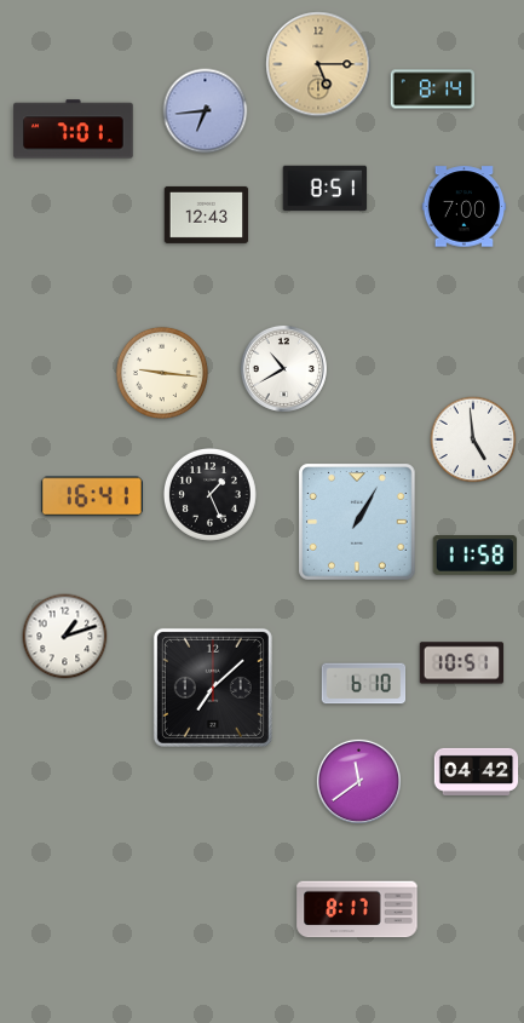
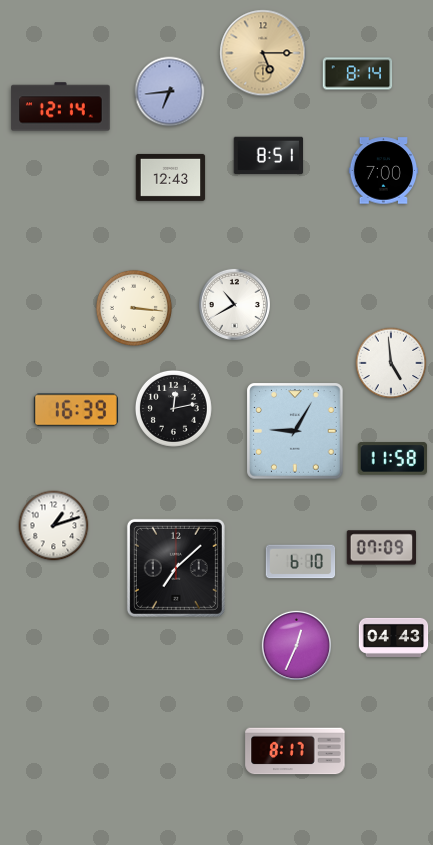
clock at (74, 130): 7:01 -> 12:14
clock at (162, 373): 9:16 -> 3:16
clock at (209, 494): 1:26 -> 12:13
clock at (92, 496): 16:41 -> 16:39
clock at (357, 522): 1:05 -> 9:05
clock at (462, 663): 10:51 -> 07:09
clock at (364, 684) position: (364, 684) -> (301, 562)
clock at (477, 771): 04:42 -> 04:43
clock at (358, 781): 11:39 -> 12:34
